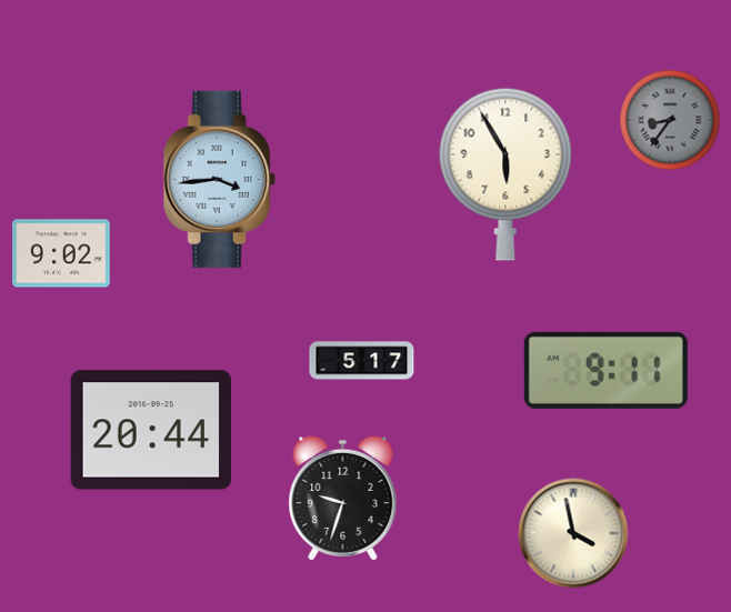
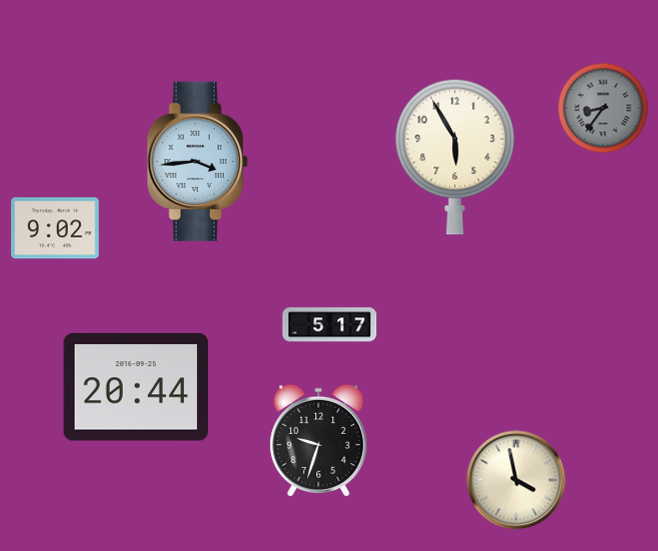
clock at (362, 361) position: (362, 361) -> (330, 325)
clock at (605, 370): 9:11 -> none
clock at (343, 498) position: (343, 498) -> (319, 440)
